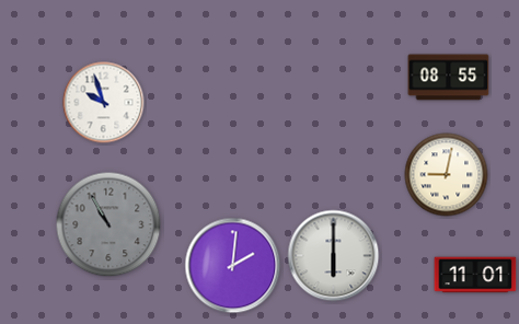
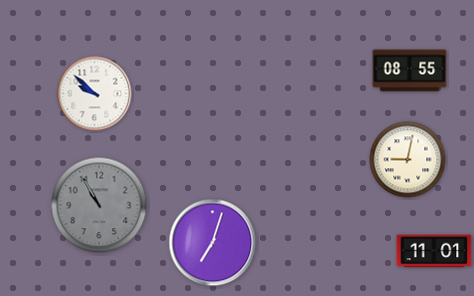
clock at (104, 103): 9:57 -> 9:52
clock at (334, 256): 6:00 -> none
clock at (233, 266): 2:01 -> 7:03
